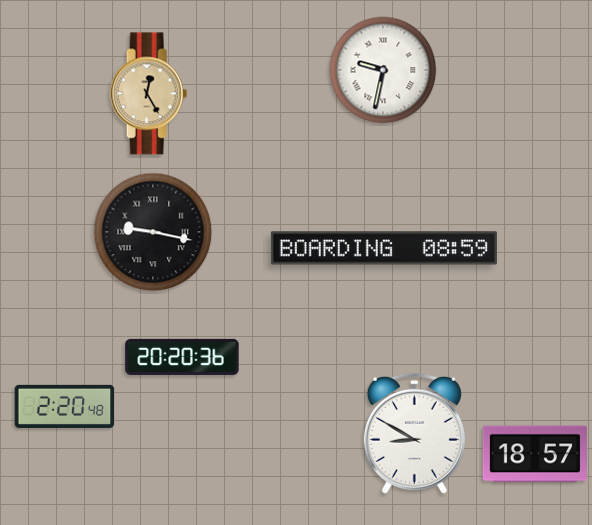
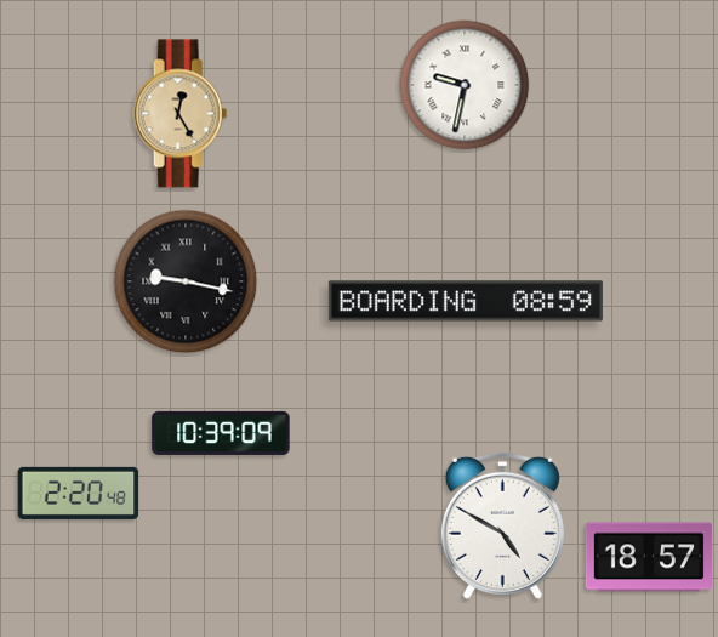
clock at (182, 357): 20:20 -> 10:39
clock at (414, 433): 8:50 -> 4:50
clock at (535, 454) position: (535, 454) -> (649, 557)
